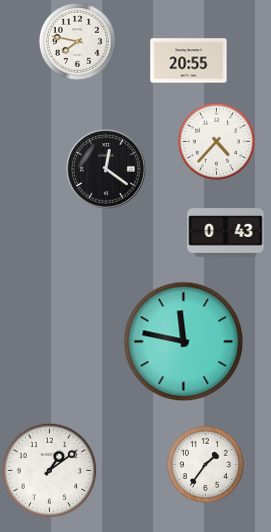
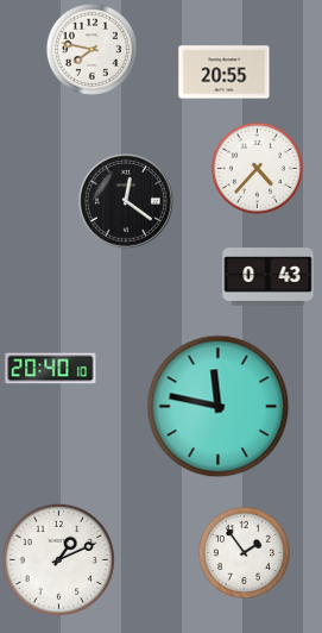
clock at (51, 369): none -> 20:40
clock at (205, 464): 1:36 -> 1:54
clock at (49, 470): 1:09 -> 1:11
